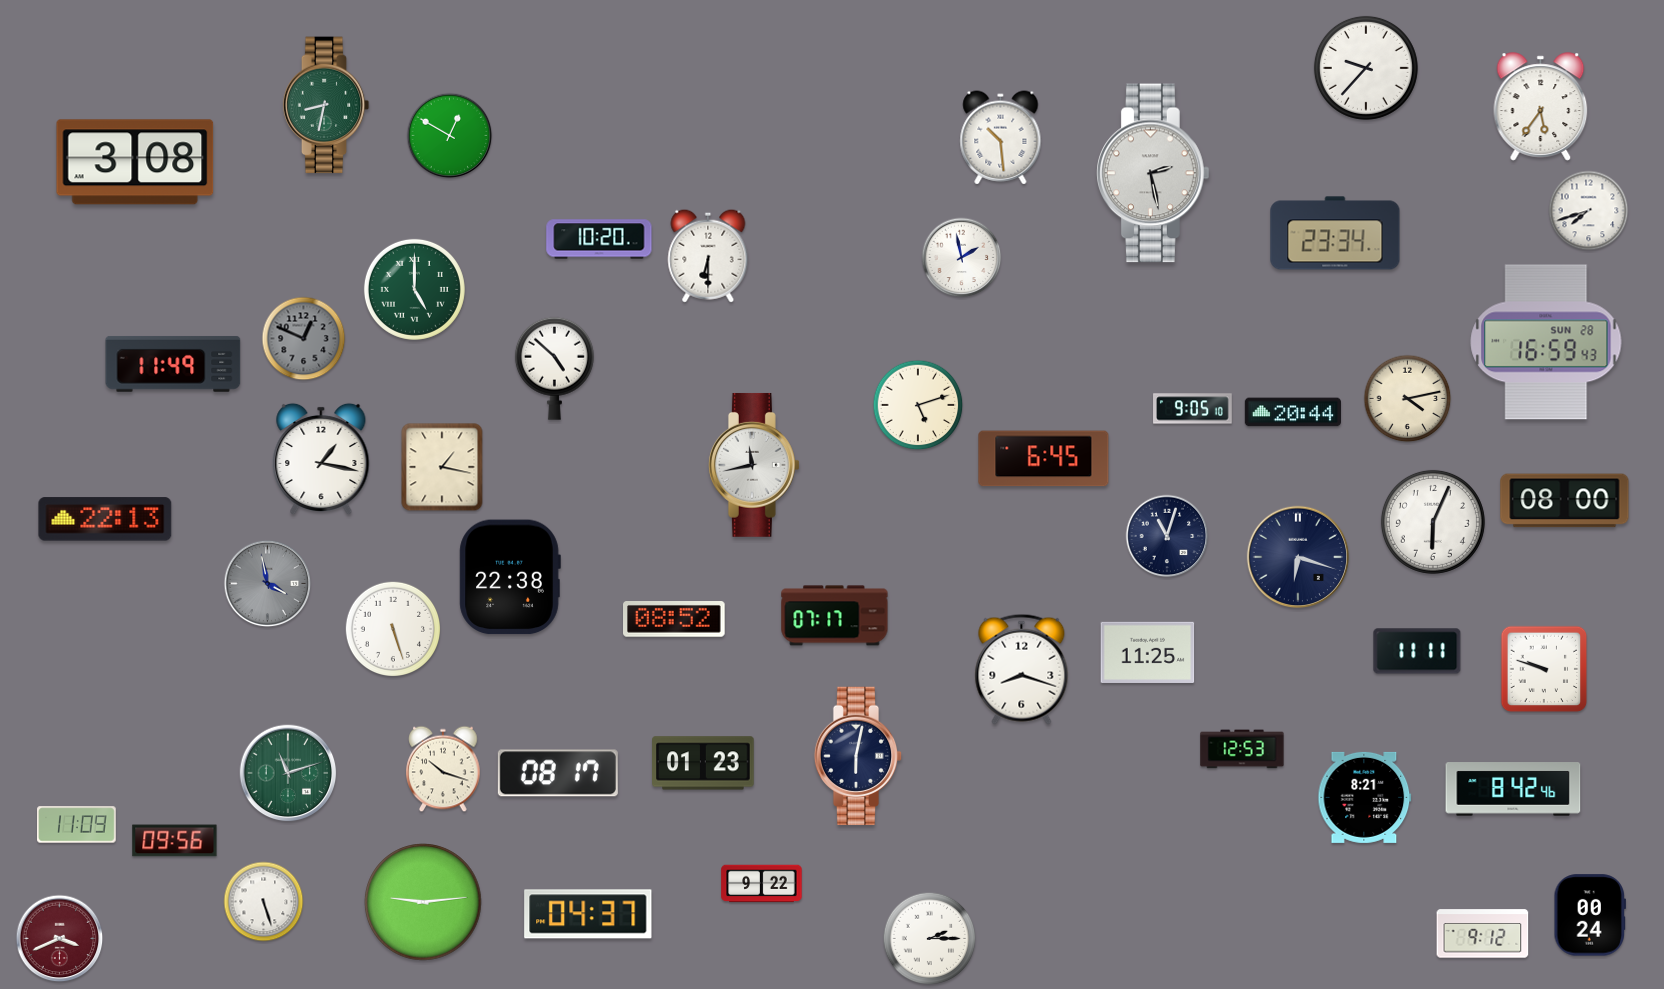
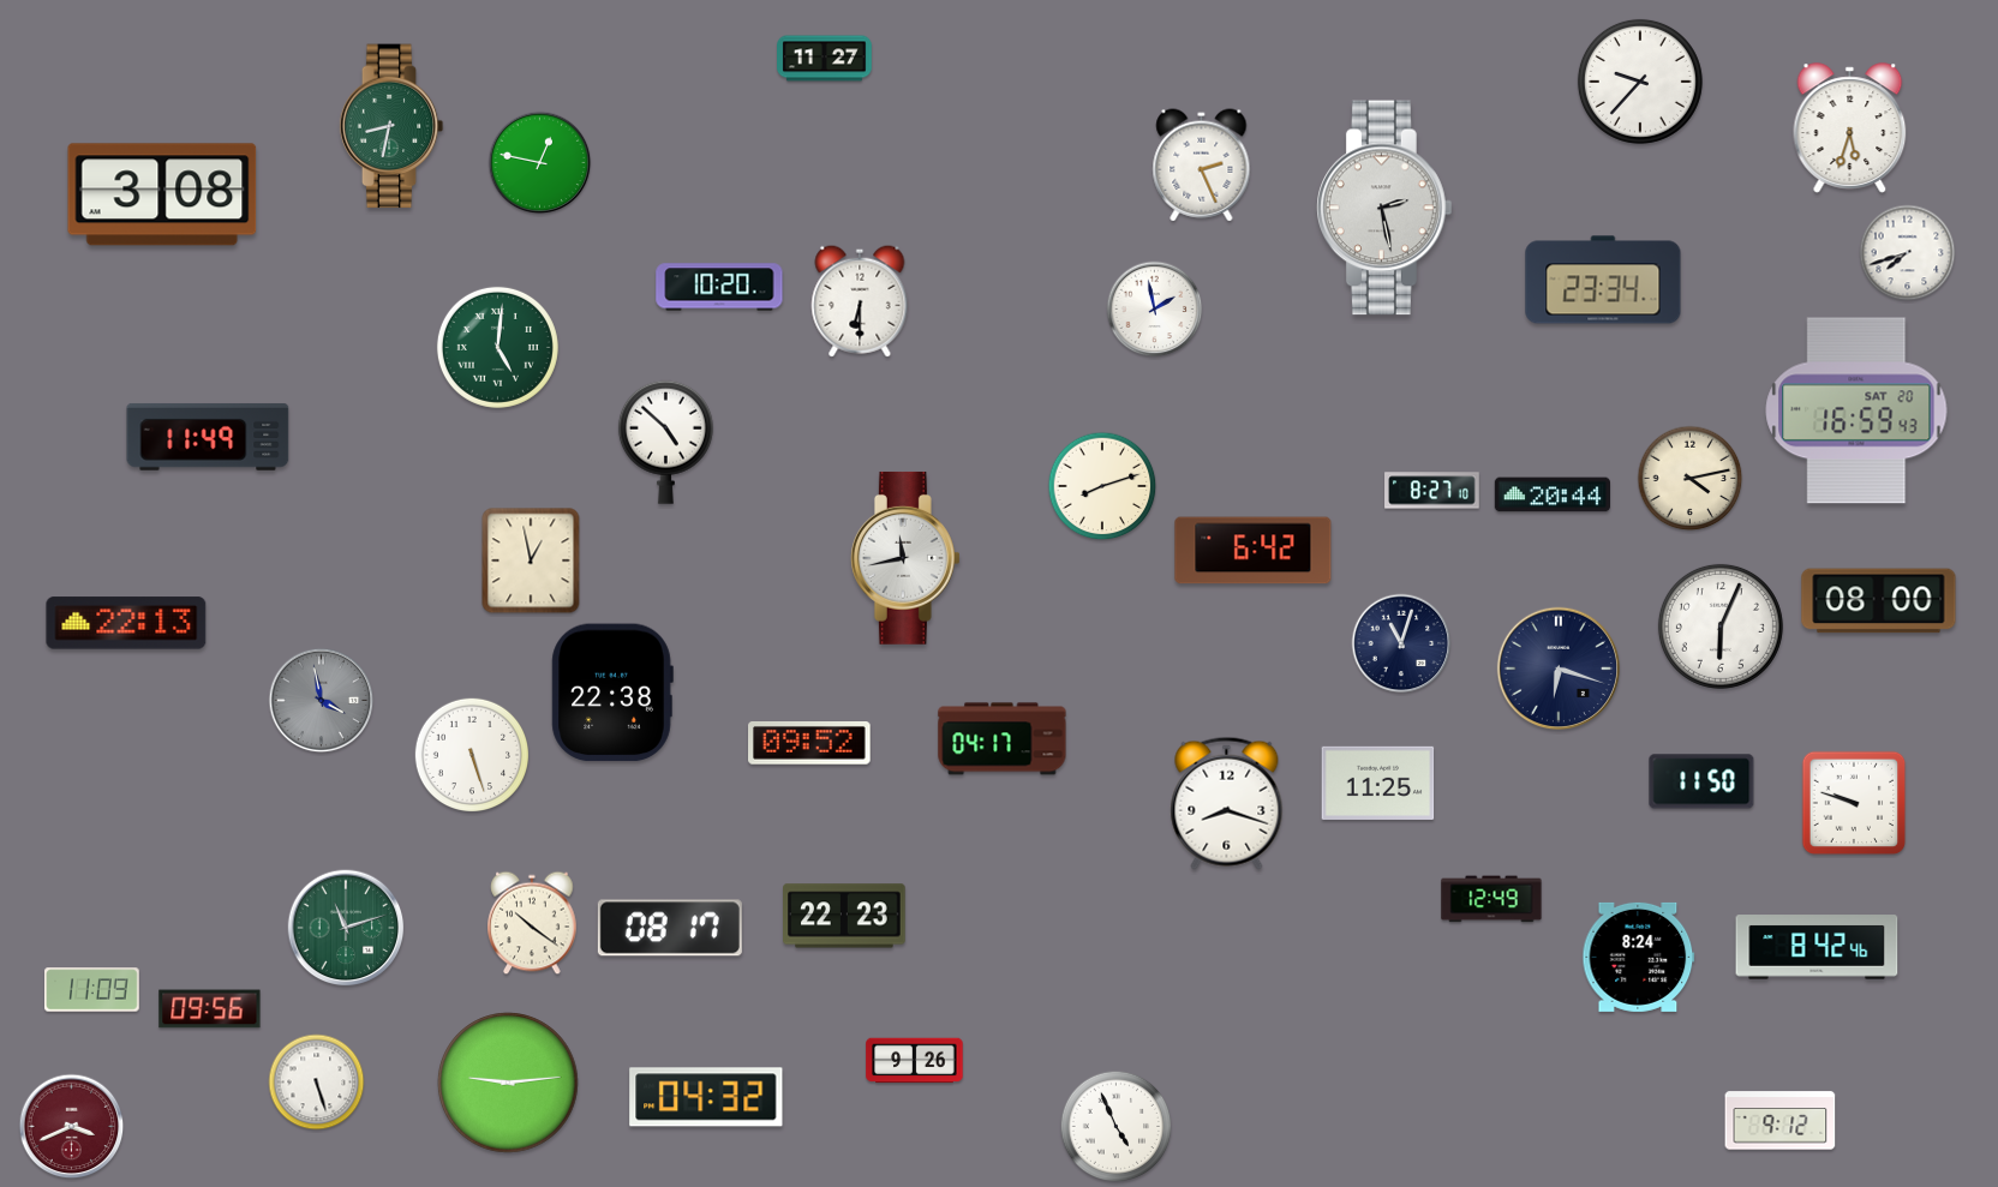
clock at (825, 59): none -> 11:27
clock at (1541, 107): 5:36 -> 5:33
clock at (450, 136): 12:50 -> 12:47
clock at (1001, 138): 10:29 -> 2:26
clock at (708, 256) position: (708, 256) -> (860, 301)
clock at (414, 289): 5:00 -> 5:01
clock at (304, 339): 12:49 -> none
clock at (1546, 342) date: SUN 28 -> SAT 20
clock at (918, 405): 5:12 -> 8:12
clock at (1193, 409): 9:05 -> 8:27
clock at (321, 459): 1:17 -> none
clock at (1044, 459): 6:45 -> 6:42
clock at (442, 467): 1:17 -> 12:58
clock at (835, 616): 07:17 -> 04:17
clock at (674, 620): 08:52 -> 09:52
clock at (1417, 651): 11:11 -> 11:50
clock at (1242, 749): 12:53 -> 12:49
clock at (858, 756): 6:02 -> none
clock at (703, 763): 01:23 -> 22:23
clock at (443, 769): 10:18 -> 10:21
clock at (1365, 797): 8:21 -> 8:24
clock at (762, 884): 9:22 -> 9:26
clock at (588, 914): 04:37 -> 04:32
clock at (1589, 915): 00:24 -> none
clock at (930, 939): 2:15 -> 4:56
